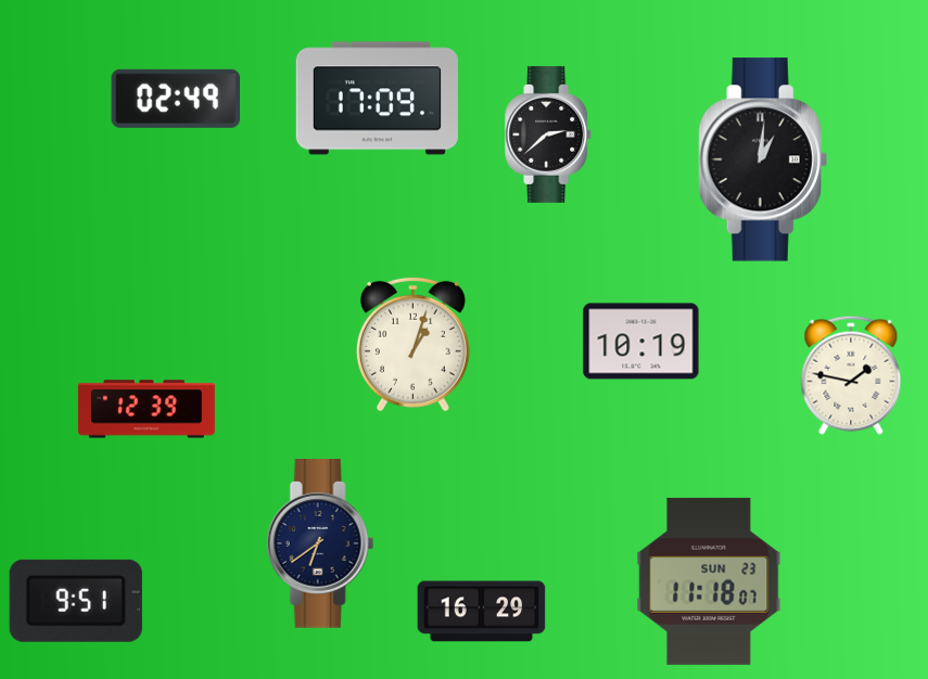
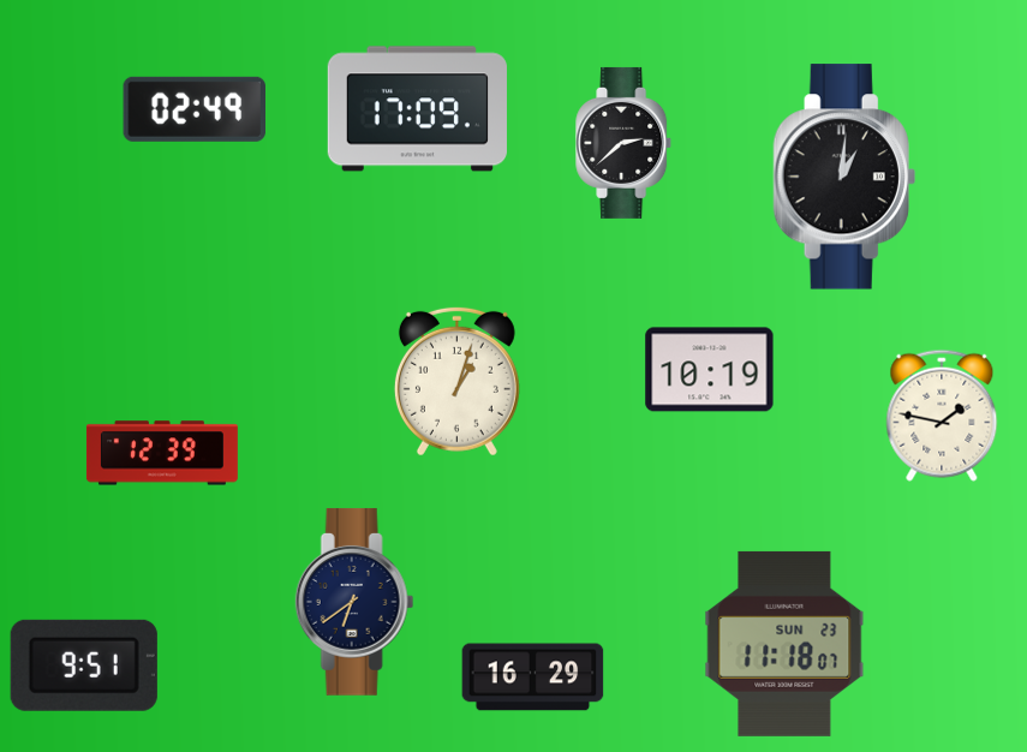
clock at (549, 134) position: (549, 134) -> (625, 143)
clock at (641, 342) position: (641, 342) -> (710, 370)
